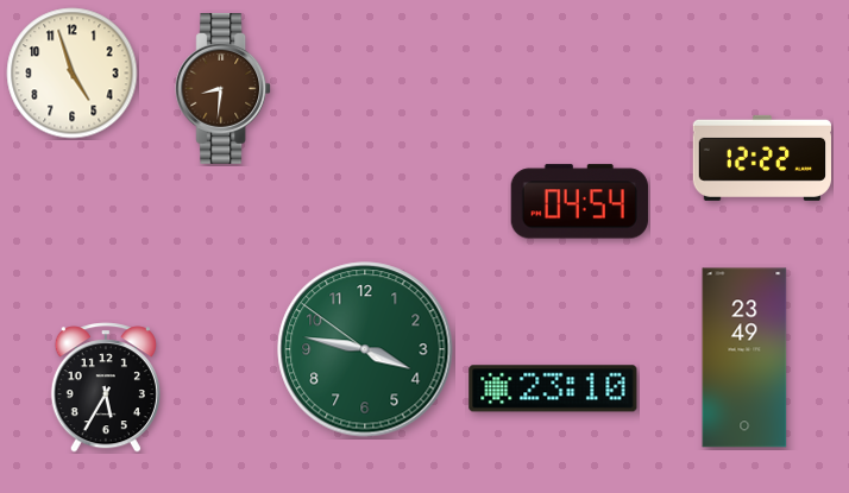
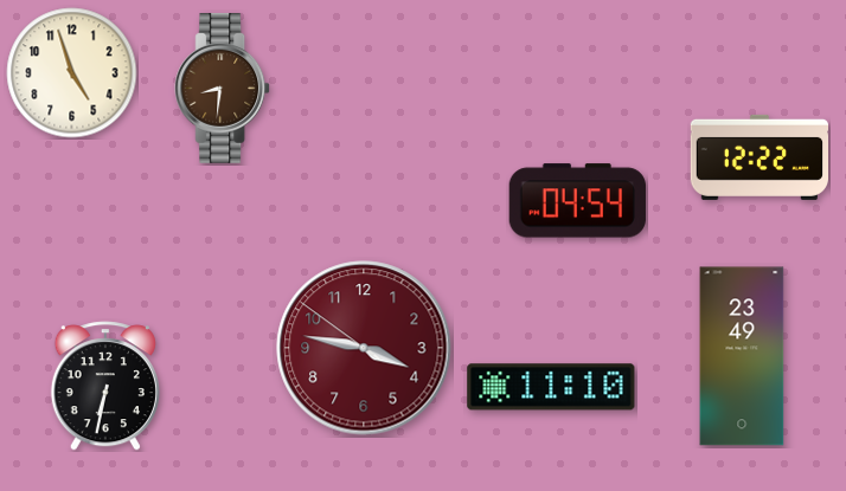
clock at (365, 349) dial: green -> burgundy
clock at (106, 387): 5:35 -> 6:32
clock at (553, 388): 23:10 -> 11:10
